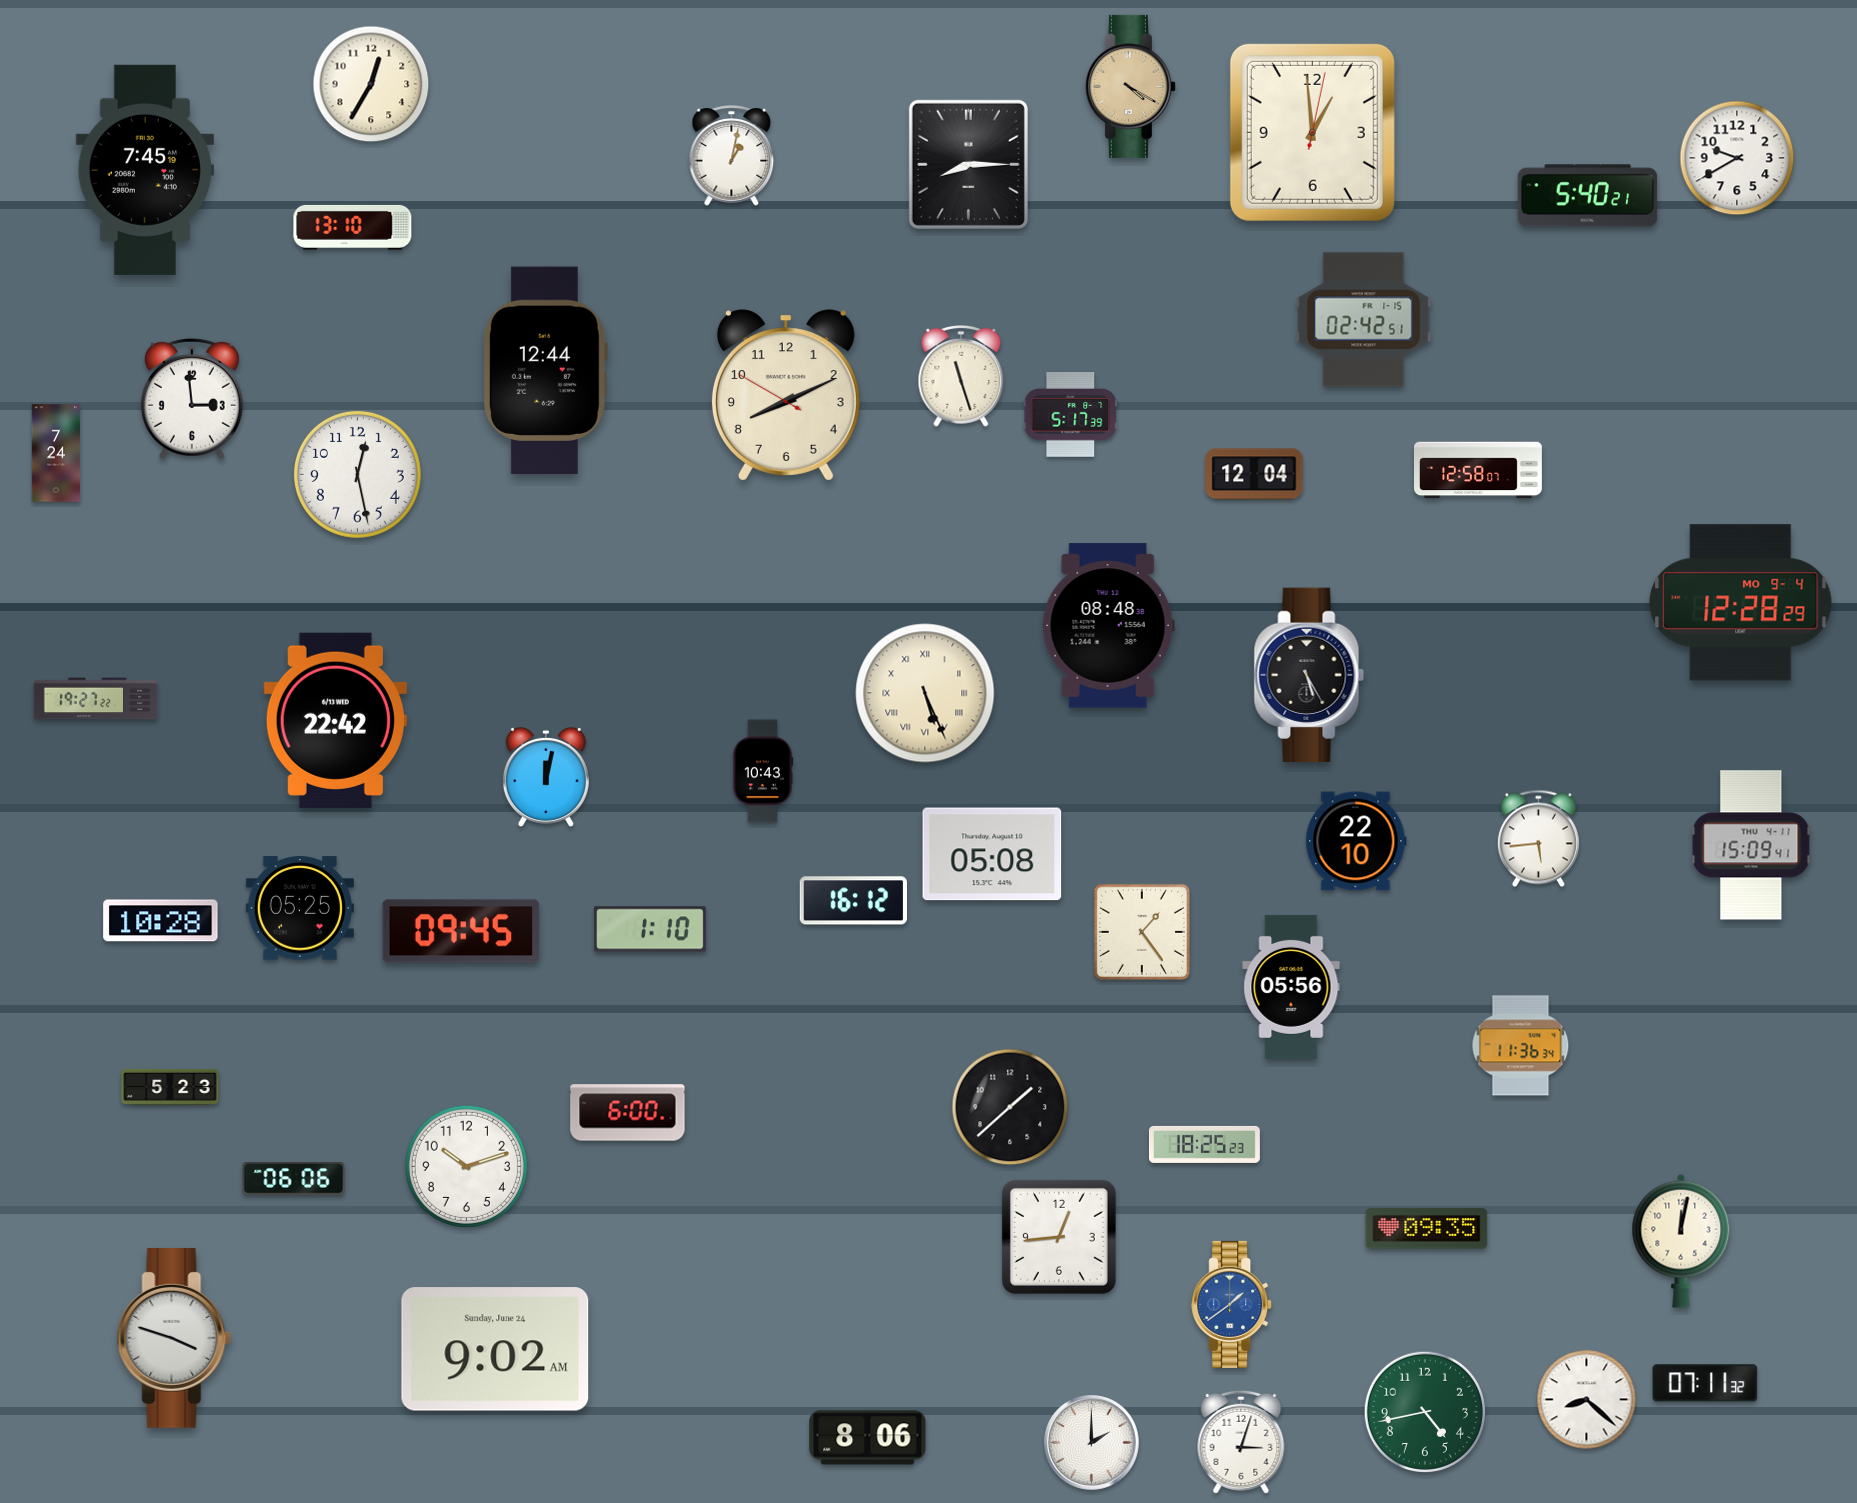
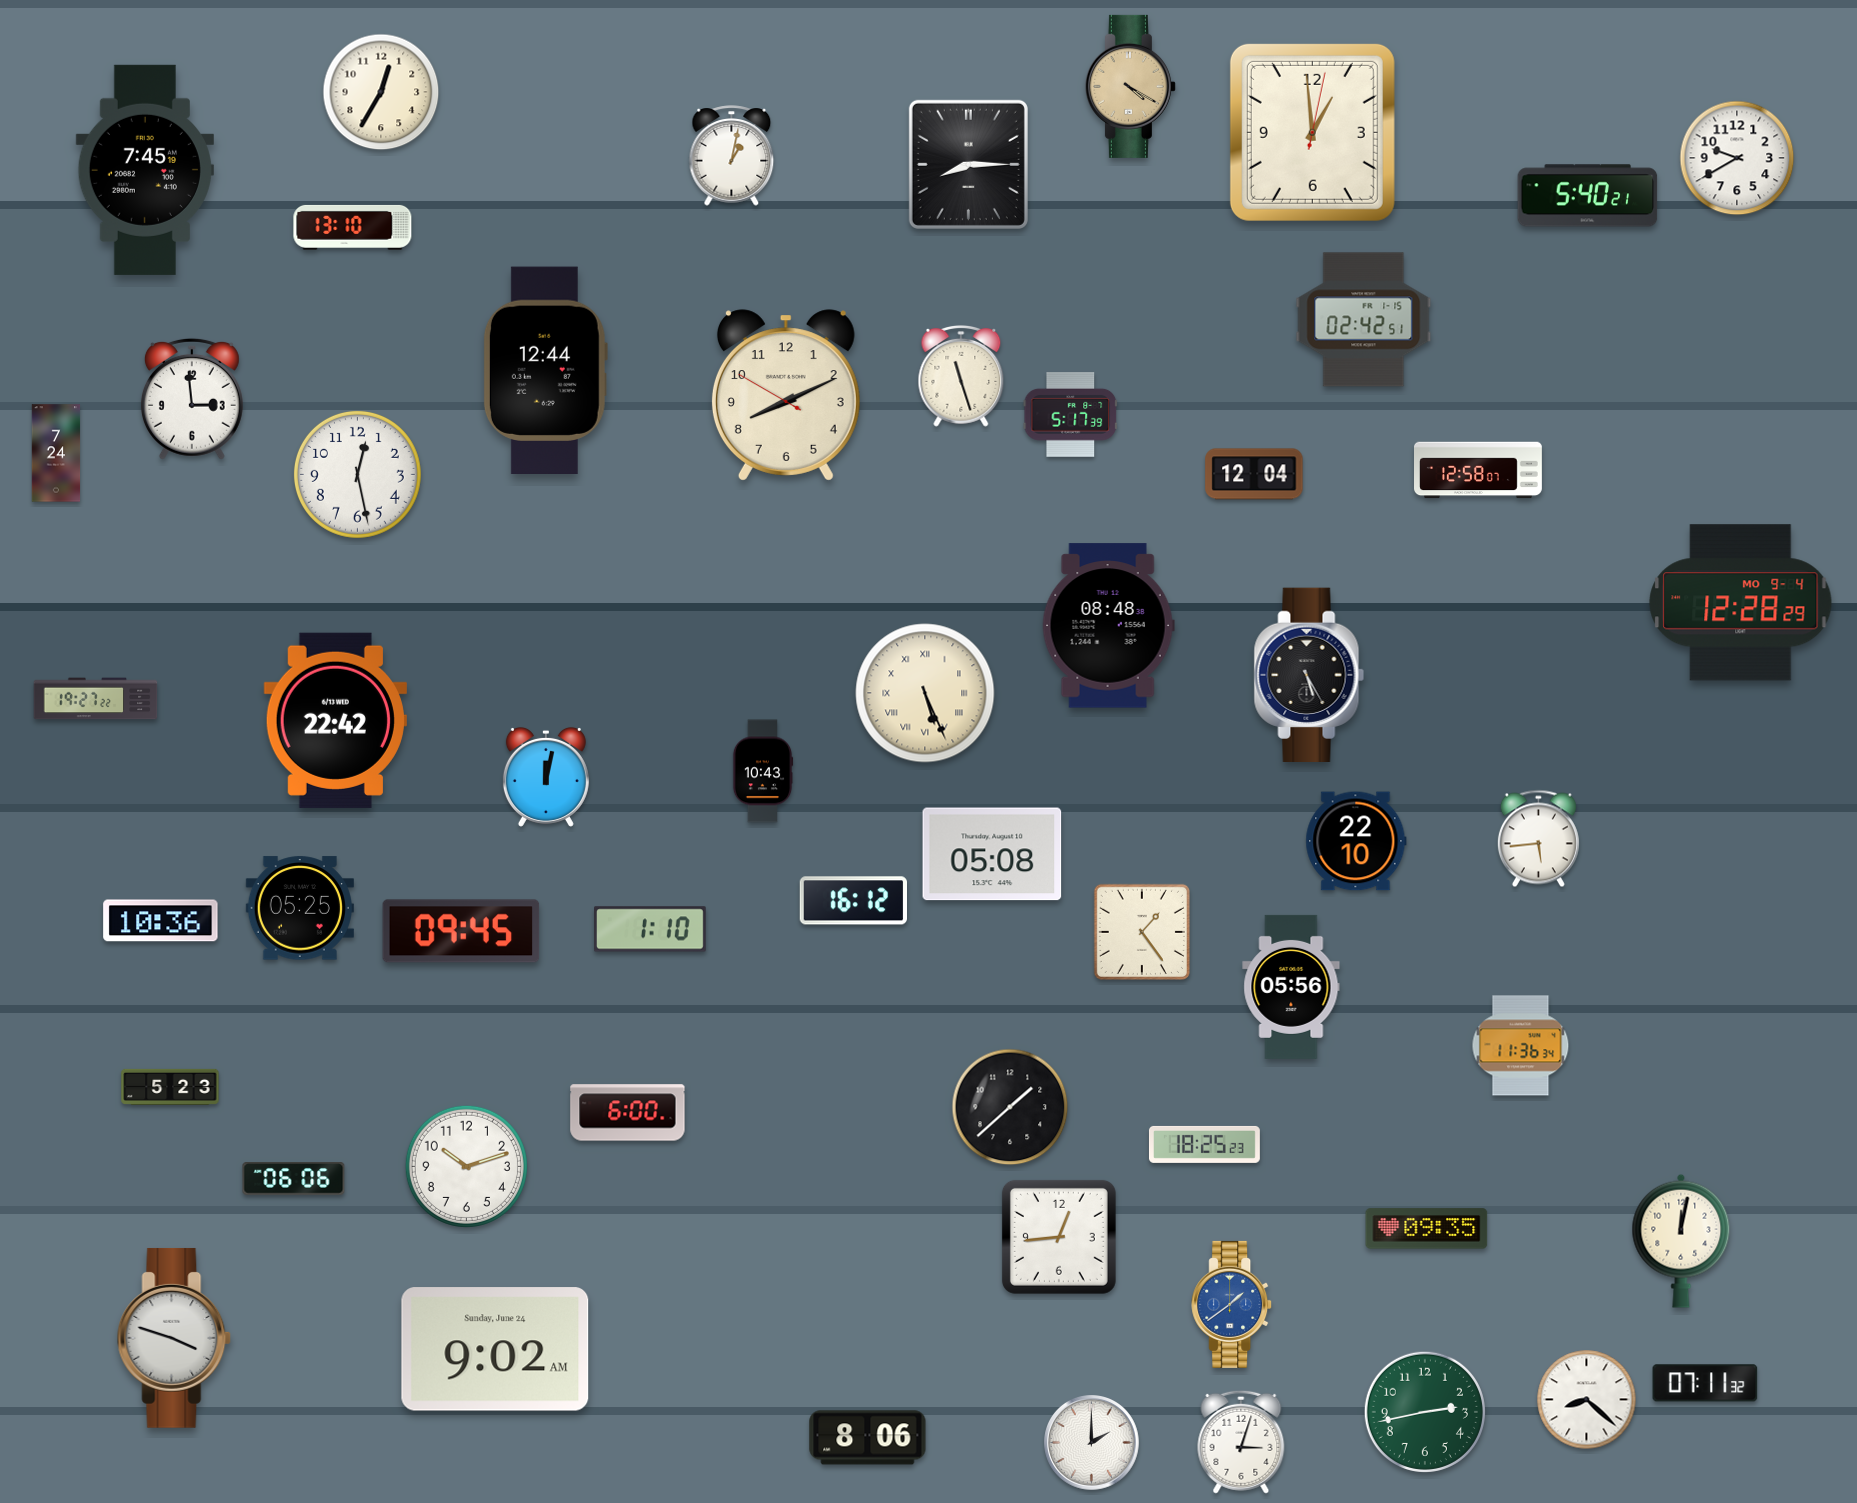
clock at (371, 84) position: (371, 84) -> (381, 92)
clock at (1751, 845): 15:09 -> none
clock at (161, 921): 10:28 -> 10:36
clock at (1425, 1412): 4:43 -> 2:43
